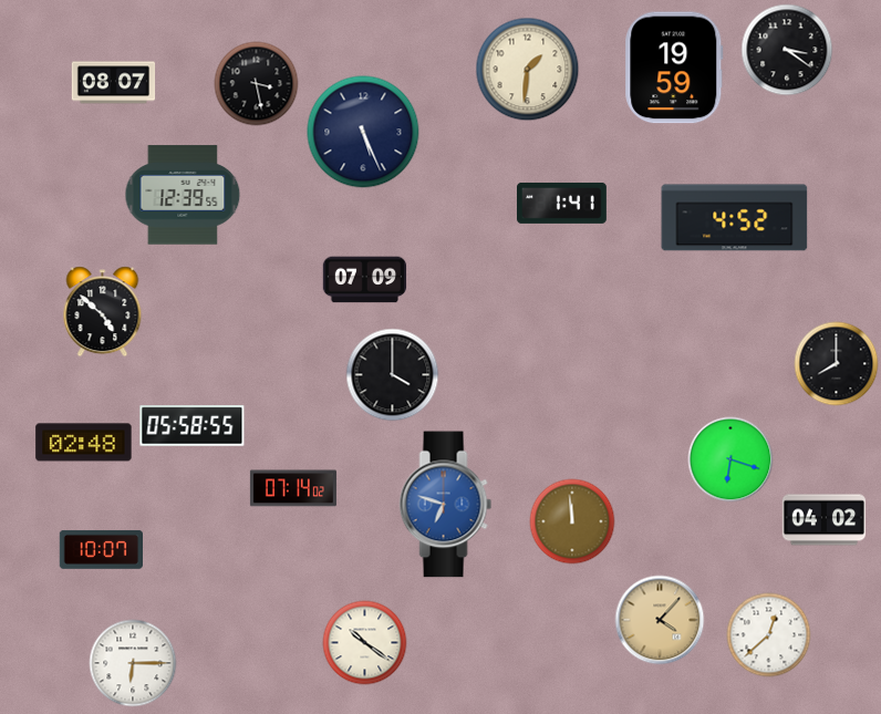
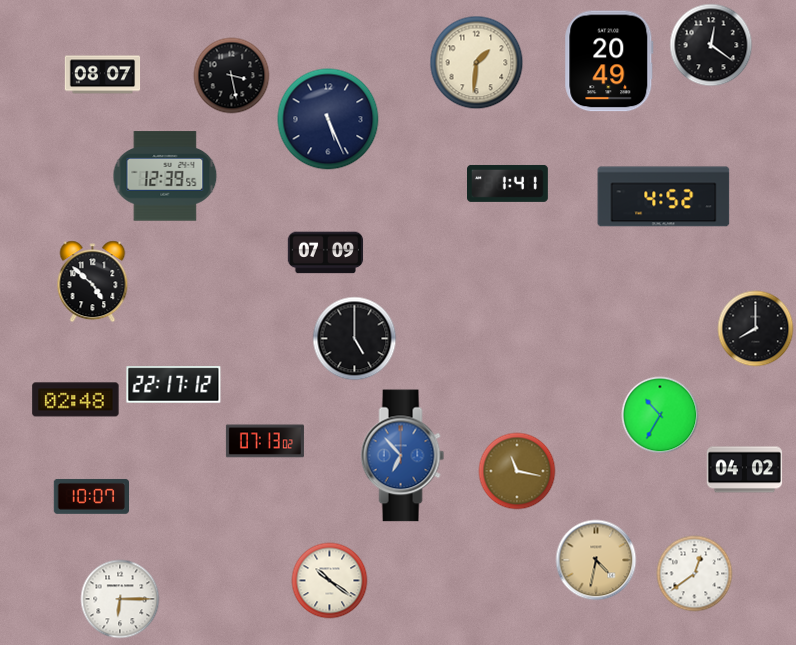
clock at (787, 50): 3:21 -> 12:21
clock at (674, 68): 19:59 -> 20:49
clock at (365, 280) position: (365, 280) -> (326, 253)
clock at (393, 375): 4:00 -> 5:00
clock at (193, 426): 05:58 -> 22:17
clock at (730, 459): 6:18 -> 10:35
clock at (293, 488): 07:14 -> 07:13
clock at (446, 505): 6:48 -> 6:53
clock at (572, 521): 11:59 -> 11:17
clock at (660, 620): 4:07 -> 4:32
clock at (769, 635): 12:38 -> 12:39
